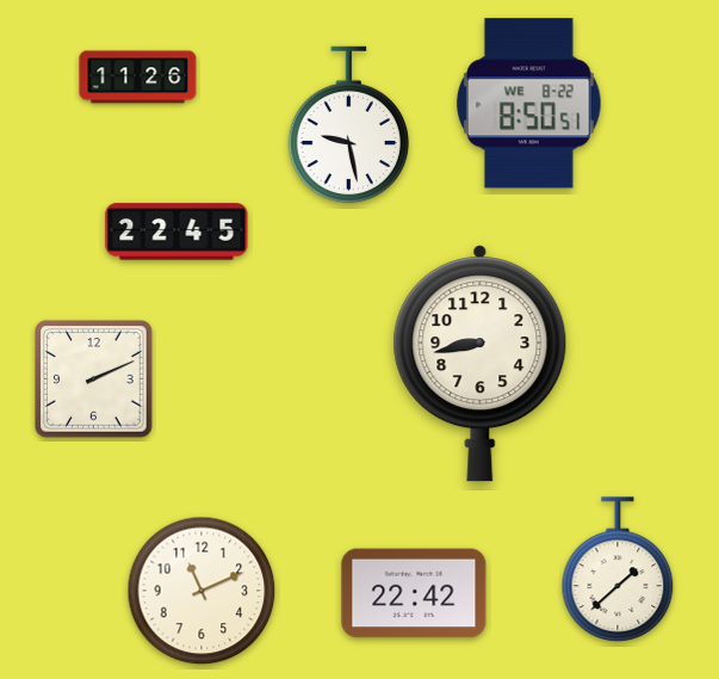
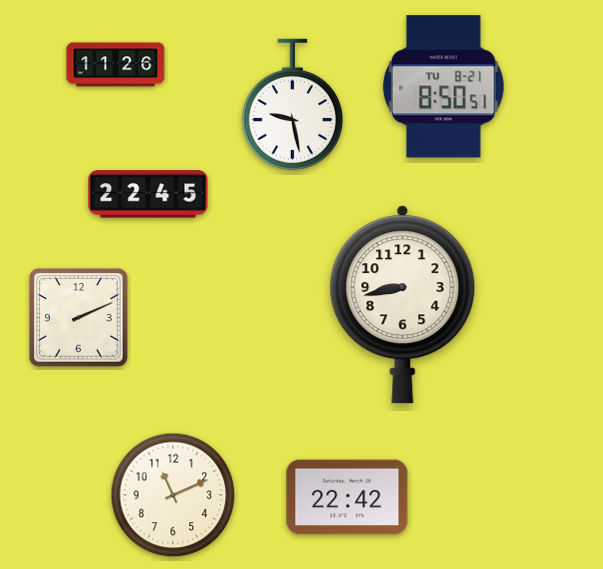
clock at (528, 104) date: WE 8-22 -> TU 8-21
clock at (618, 569): 1:38 -> none
clock at (202, 591) position: (202, 591) -> (173, 495)
